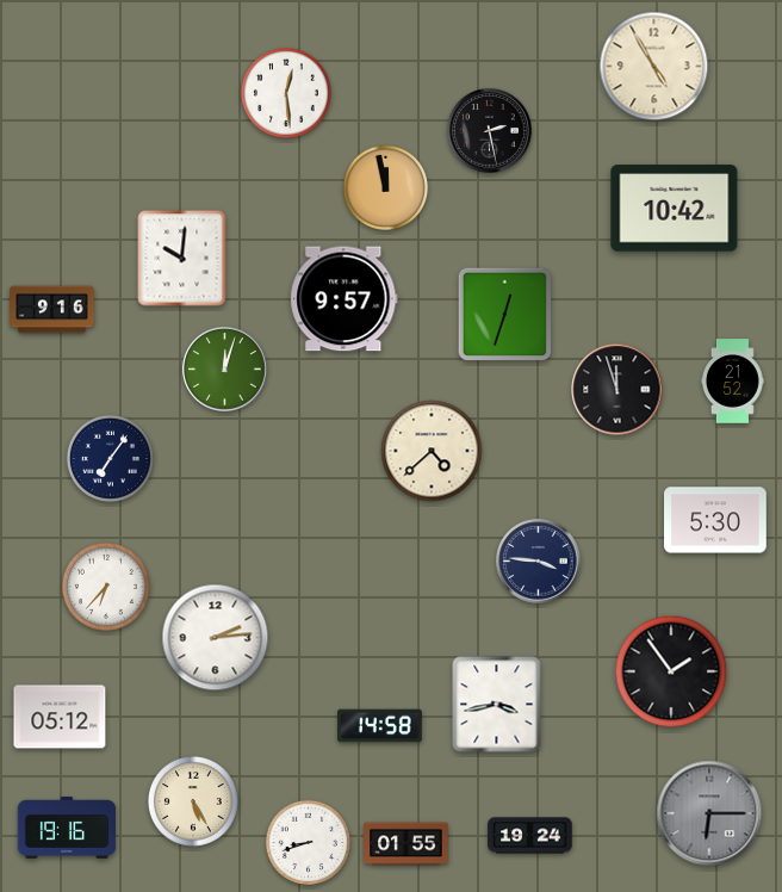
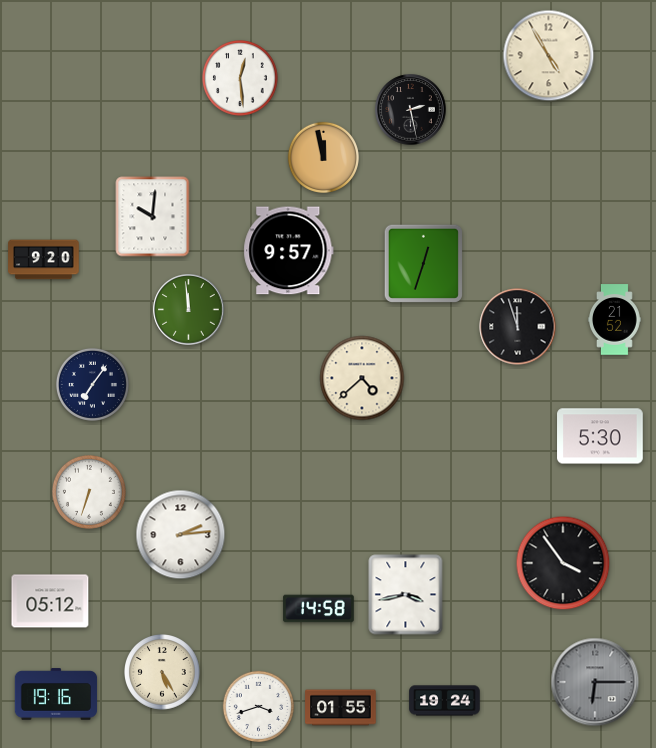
clock at (675, 209): 10:42 -> none
clock at (52, 310): 9:16 -> 9:20
clock at (225, 370): 12:03 -> 11:59
clock at (539, 562): 3:46 -> none
clock at (106, 587): 6:37 -> 6:33
clock at (671, 671): 1:54 -> 3:54
clock at (497, 705) position: (497, 705) -> (406, 595)
clock at (308, 842): 8:42 -> 3:42
